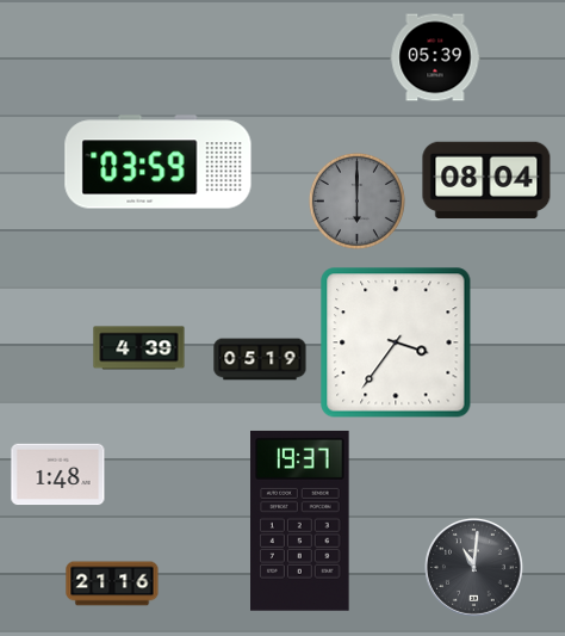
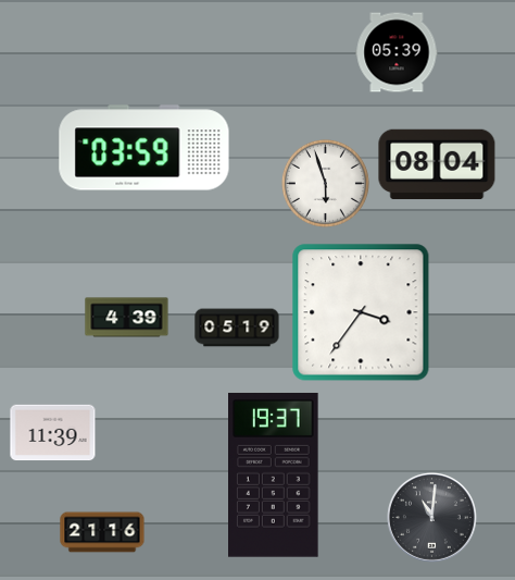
clock at (486, 180) position: (486, 180) -> (437, 164)
clock at (356, 200): 6:00 -> 5:57
clock at (356, 200) dial: grey -> white
clock at (58, 475): 1:48 -> 11:39
